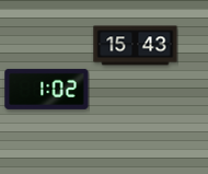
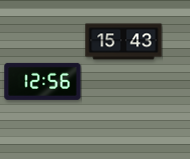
clock at (47, 89): 1:02 -> 12:56
